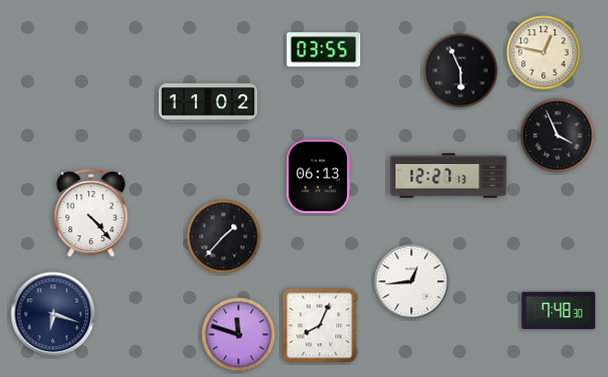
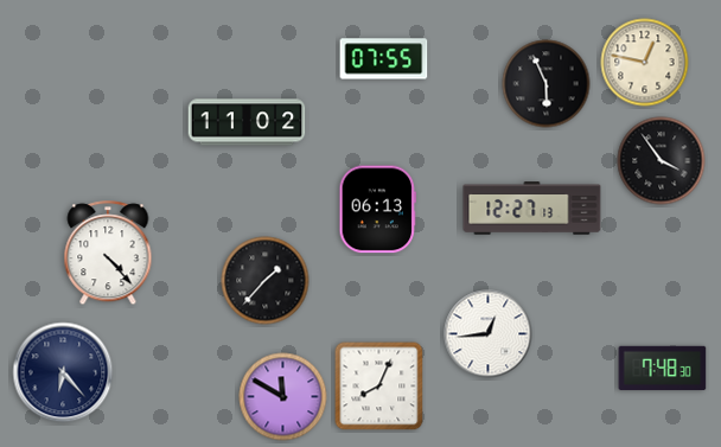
clock at (324, 50): 03:55 -> 07:55
clock at (558, 136): 3:56 -> 3:54
clock at (53, 314): 6:18 -> 6:23
clock at (239, 335): 11:48 -> 11:50
